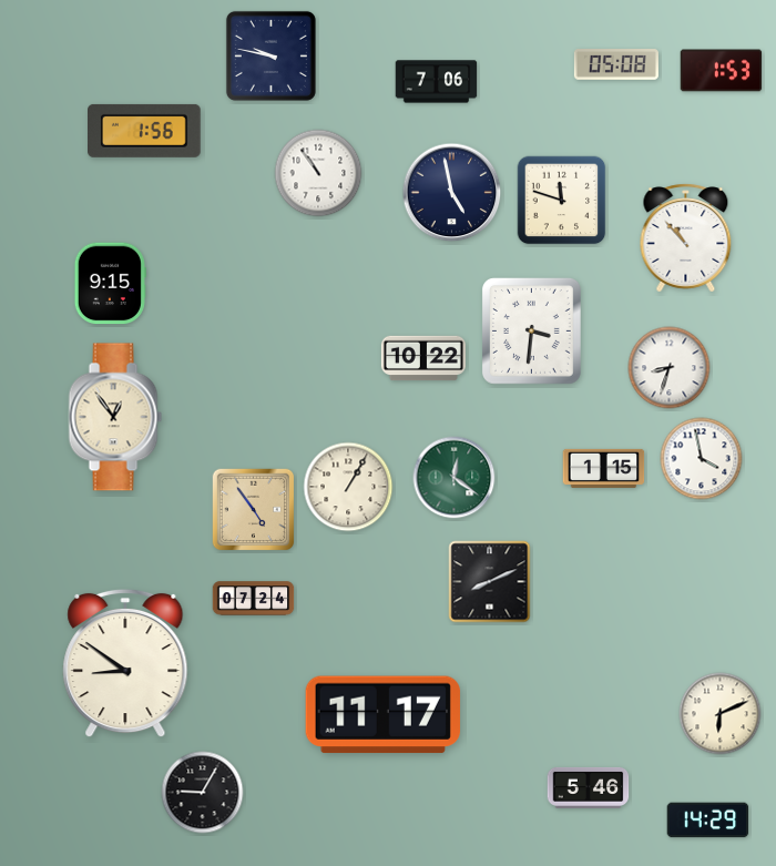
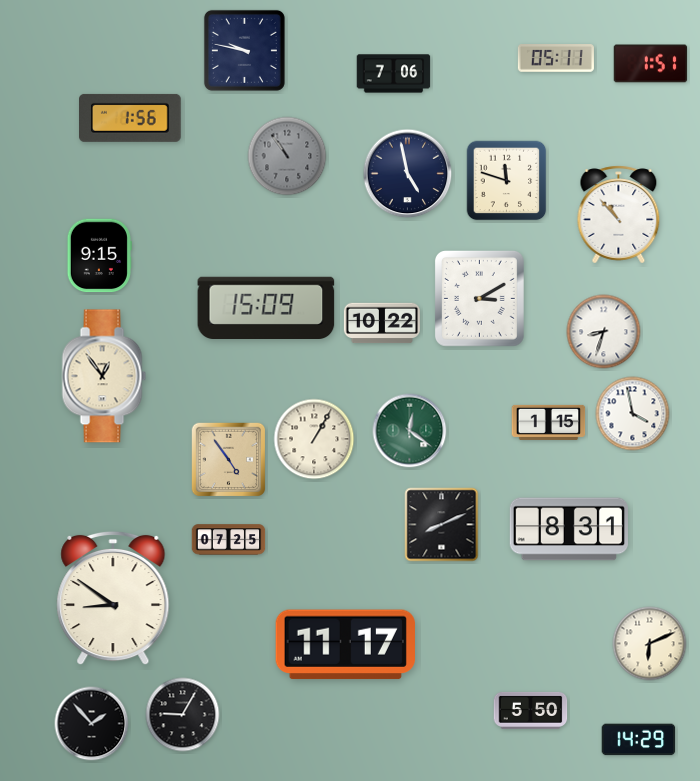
clock at (616, 65): 05:08 -> 05:11
clock at (722, 71): 1:53 -> 1:51
clock at (318, 173) dial: white -> grey
clock at (531, 332): 3:31 -> 3:10
clock at (266, 307): none -> 15:09
clock at (604, 468) position: (604, 468) -> (549, 422)
clock at (568, 529): none -> 8:31
clock at (254, 599): 07:24 -> 07:25
clock at (589, 787): 5:46 -> 5:50
clock at (92, 724): none -> 1:53
